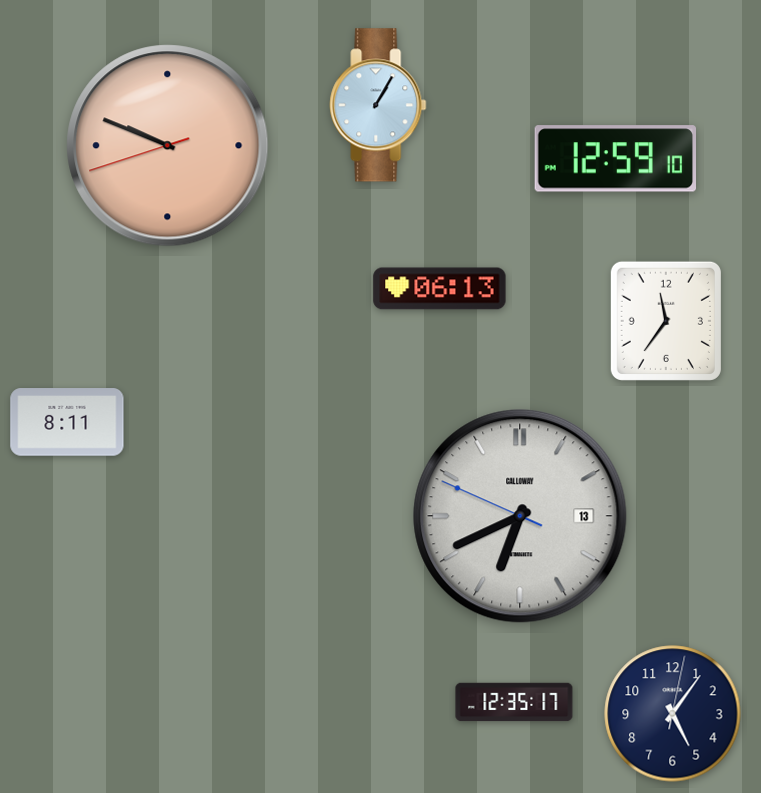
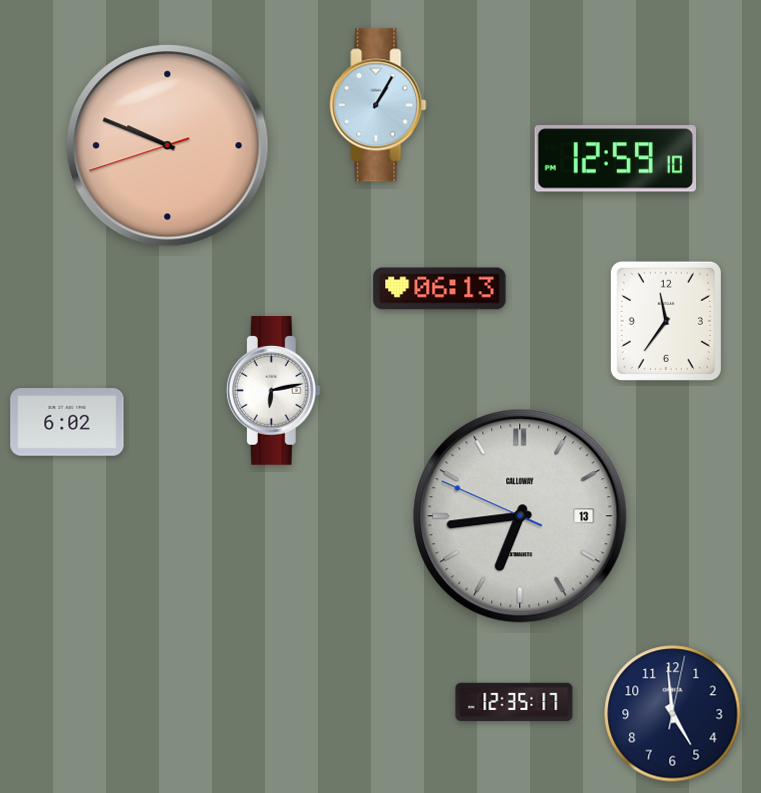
clock at (273, 391): none -> 6:13
clock at (67, 422): 8:11 -> 6:02
clock at (520, 516): 6:40 -> 6:43
clock at (673, 714): 5:06 -> 4:59
